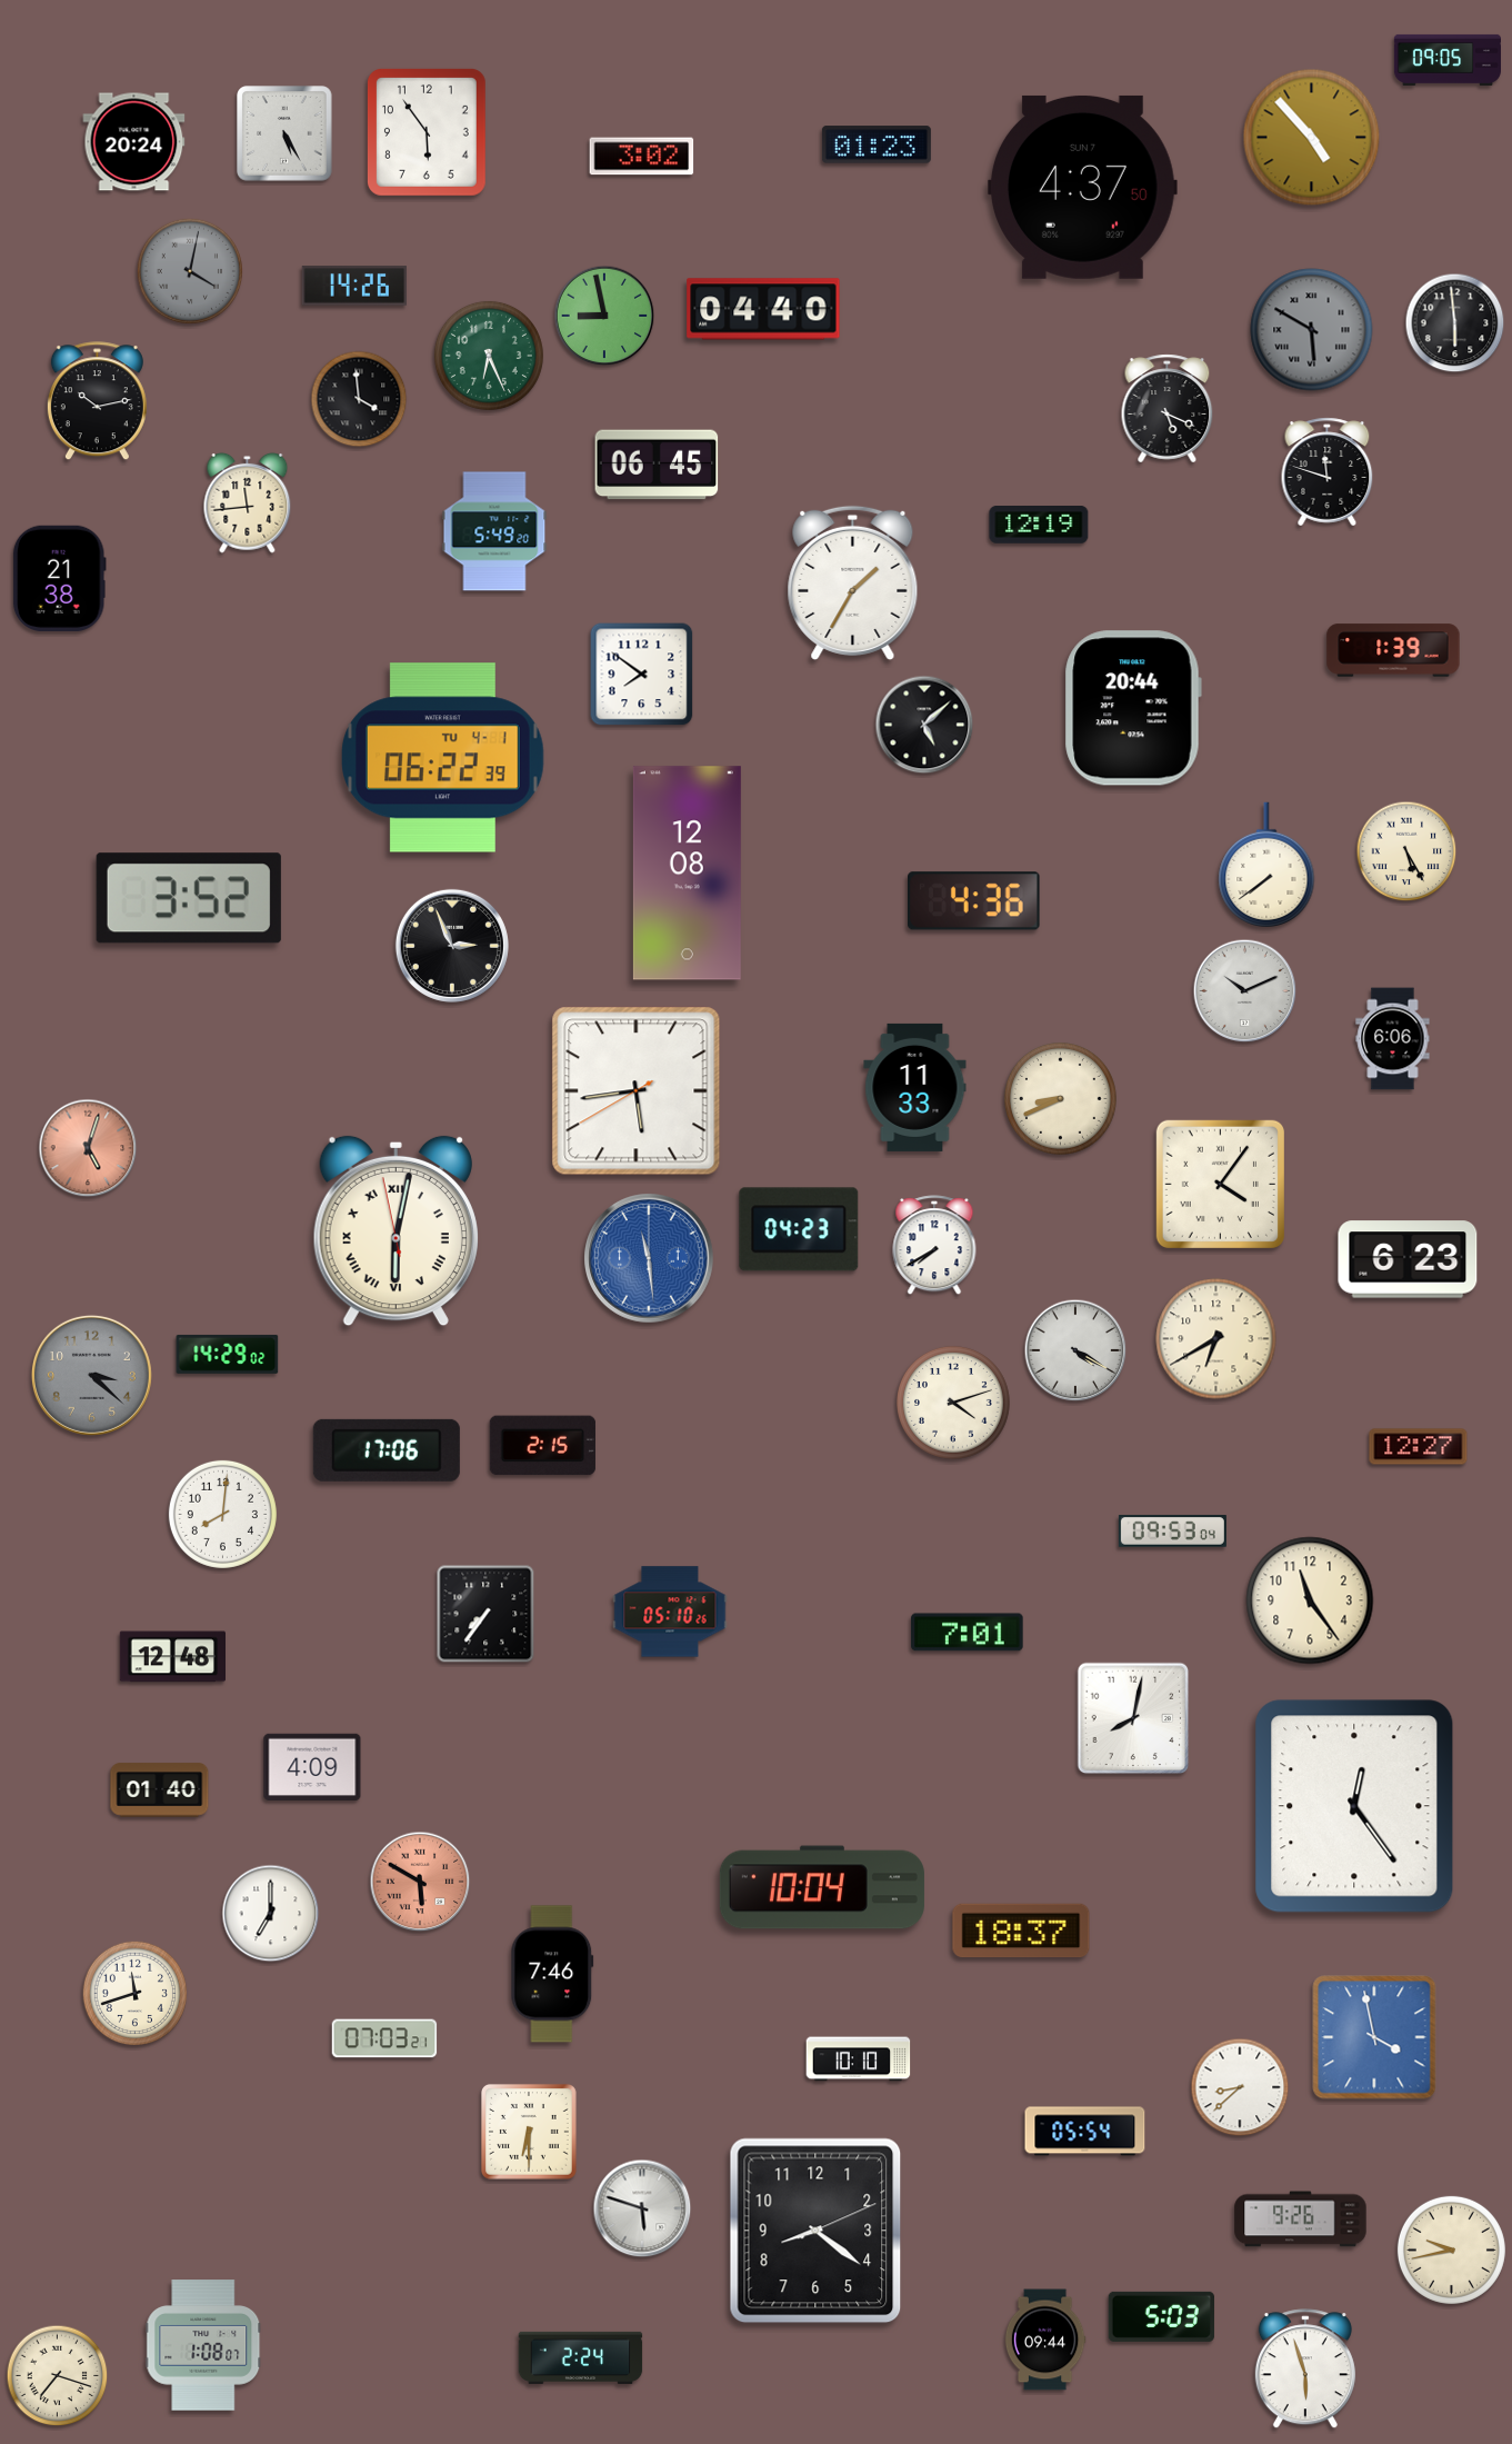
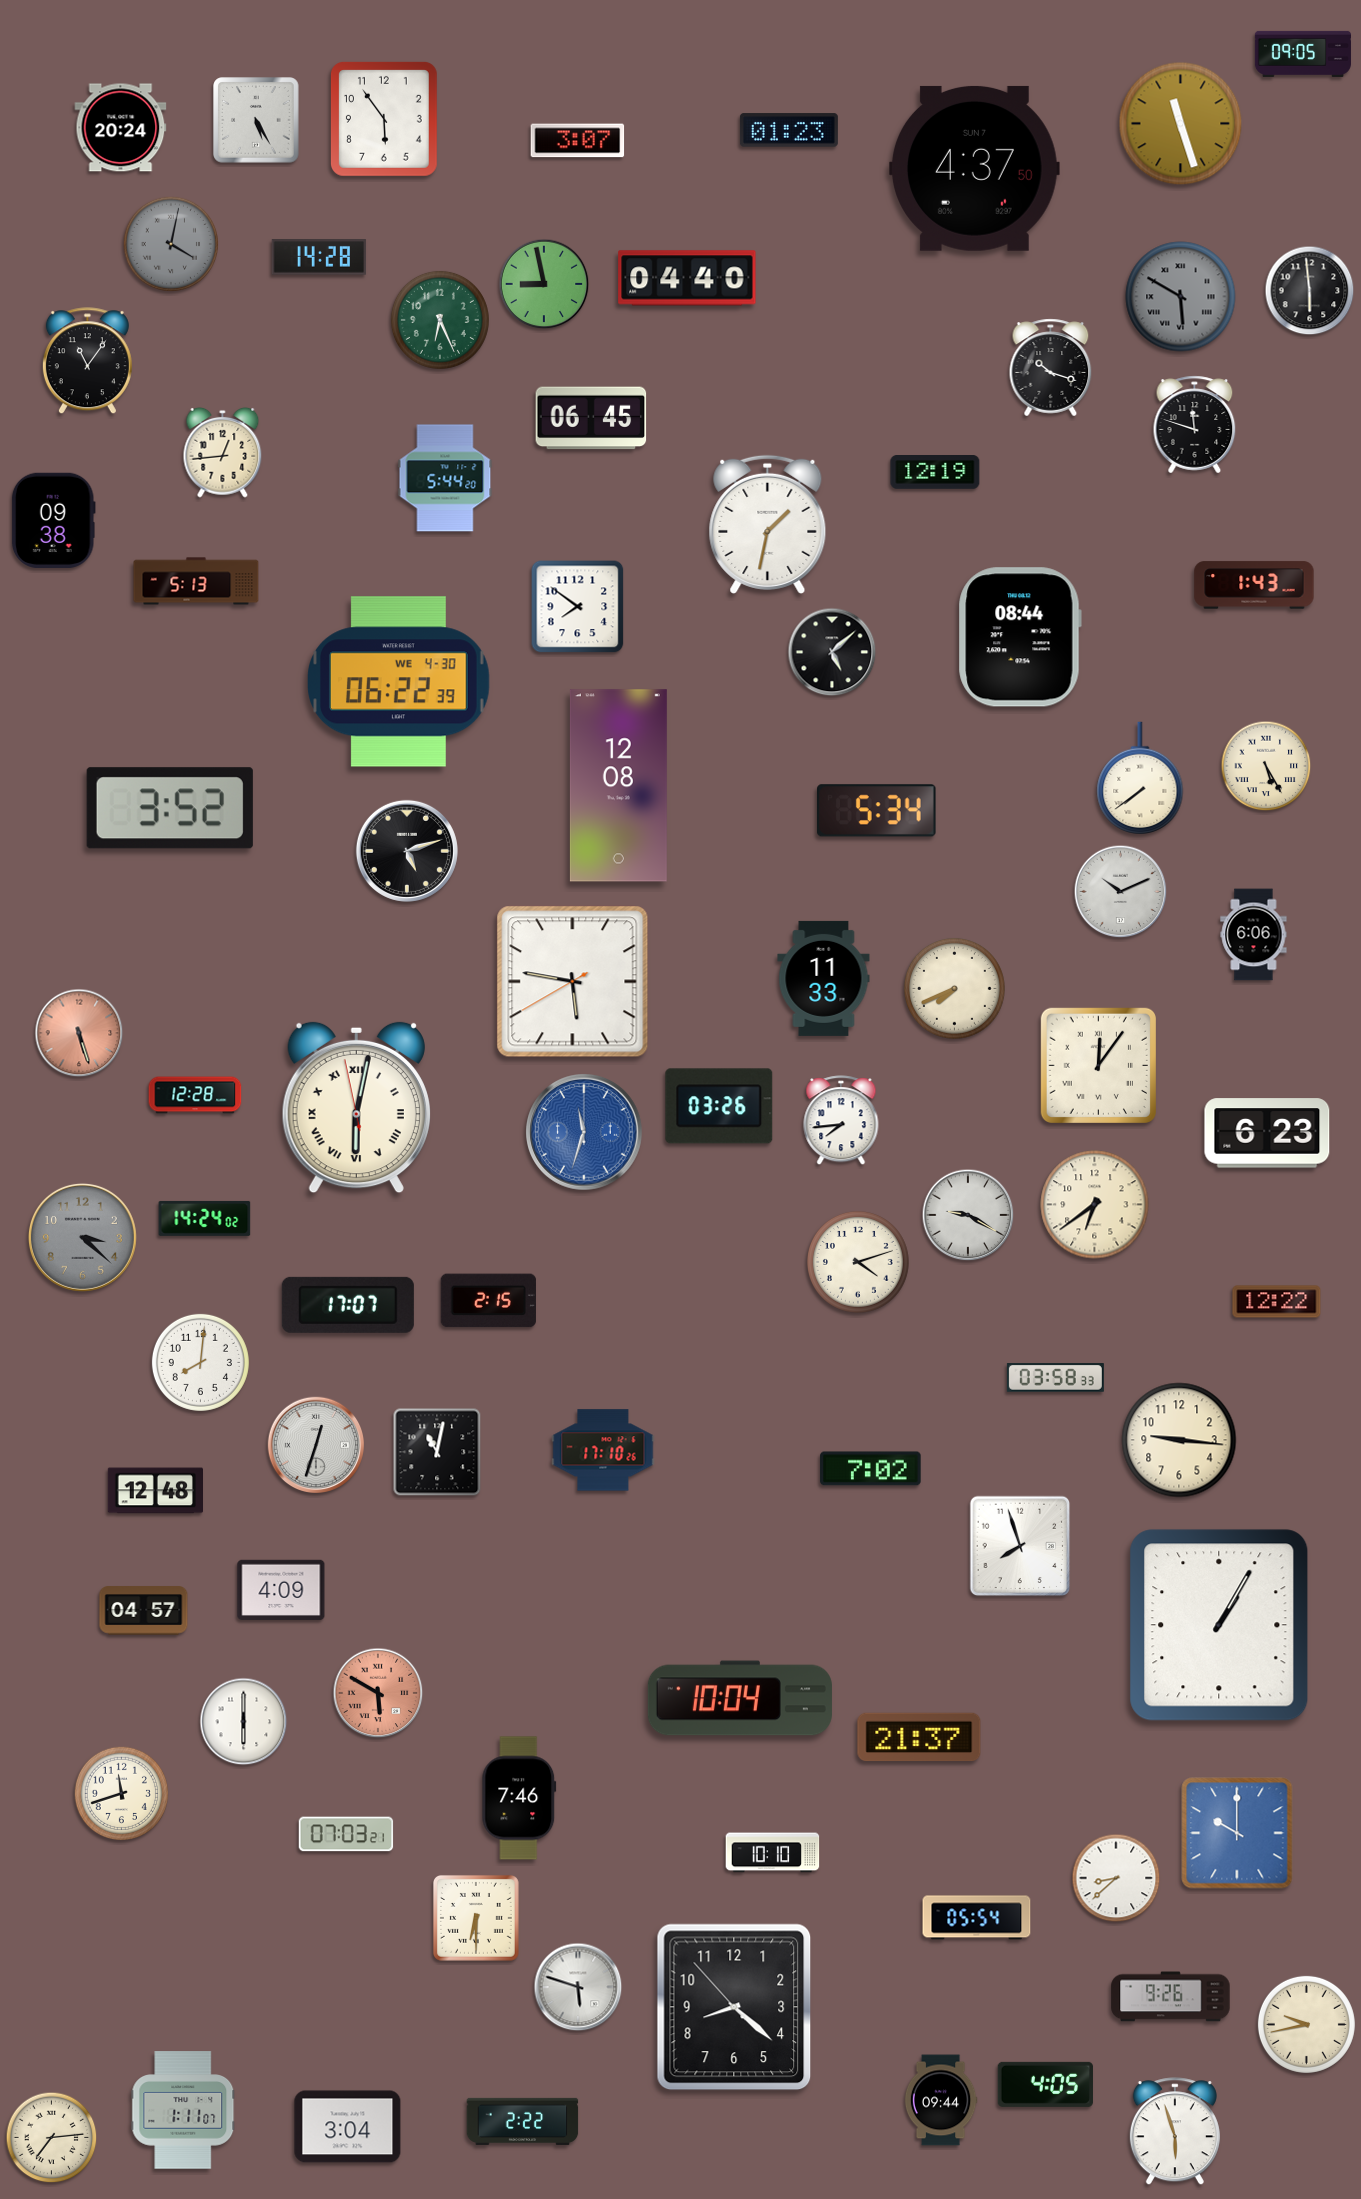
clock at (1312, 138): 4:53 -> 11:27
clock at (642, 157): 3:02 -> 3:07
clock at (354, 286): 14:26 -> 14:28
clock at (359, 399): 3:59 -> none
clock at (97, 401): 10:13 -> 11:06
clock at (1168, 409): 5:19 -> 10:18
clock at (248, 502): 11:44 -> 12:44
clock at (494, 531): 5:49 -> 5:44
clock at (59, 578): 21:38 -> 09:38
clock at (853, 582): 1:35 -> 1:32
clock at (196, 581): none -> 5:13
clock at (1393, 650): 1:39 -> 1:43
clock at (1133, 708): 20:44 -> 08:44
clock at (443, 758) date: TU 4-1 -> WE 4-30
clock at (974, 901): 4:36 -> 5:34
clock at (452, 946): 2:56 -> 5:12
clock at (637, 1091): 5:43 -> 5:46
clock at (1060, 1098): 8:41 -> 7:41
clock at (88, 1148): 5:03 -> 5:27
clock at (1220, 1184): 4:06 -> 12:06
clock at (195, 1095): none -> 12:28
clock at (799, 1229): 04:23 -> 03:26
clock at (934, 1246): 7:40 -> 7:44
clock at (649, 1258): 11:29 -> 11:33
clock at (1216, 1339): 6:40 -> 6:39
clock at (1075, 1350): 4:20 -> 9:20
clock at (228, 1354): 14:29 -> 14:24
clock at (1419, 1447): 12:27 -> 12:22
clock at (387, 1450): 17:06 -> 17:07
clock at (1172, 1532): 09:53 -> 03:58
clock at (1310, 1600): 11:24 -> 9:16
clock at (316, 1445): none -> 12:33
clock at (670, 1612): 05:10 -> 17:10
clock at (485, 1614): 7:36 -> 11:02
clock at (968, 1633): 7:01 -> 7:02
clock at (1133, 1718): 8:02 -> 7:57
clock at (160, 1790): 01:40 -> 04:57
clock at (1354, 1806): 12:24 -> 1:05
clock at (271, 1914): 7:00 -> 6:00
clock at (1021, 1931): 18:37 -> 21:37
clock at (552, 1974) position: (552, 1974) -> (519, 1798)
clock at (1374, 2037): 3:58 -> 10:00
clock at (815, 2231): 8:21:11 -> 8:21:53
clock at (1161, 2316): 5:03 -> 4:05
clock at (1045, 2340) position: (1045, 2340) -> (941, 2100)
clock at (203, 2345): 1:08 -> 1:11
clock at (581, 2357): 2:24 -> 2:22
clock at (348, 2127): none -> 3:04
clock at (58, 2376): 7:18 -> 7:14
